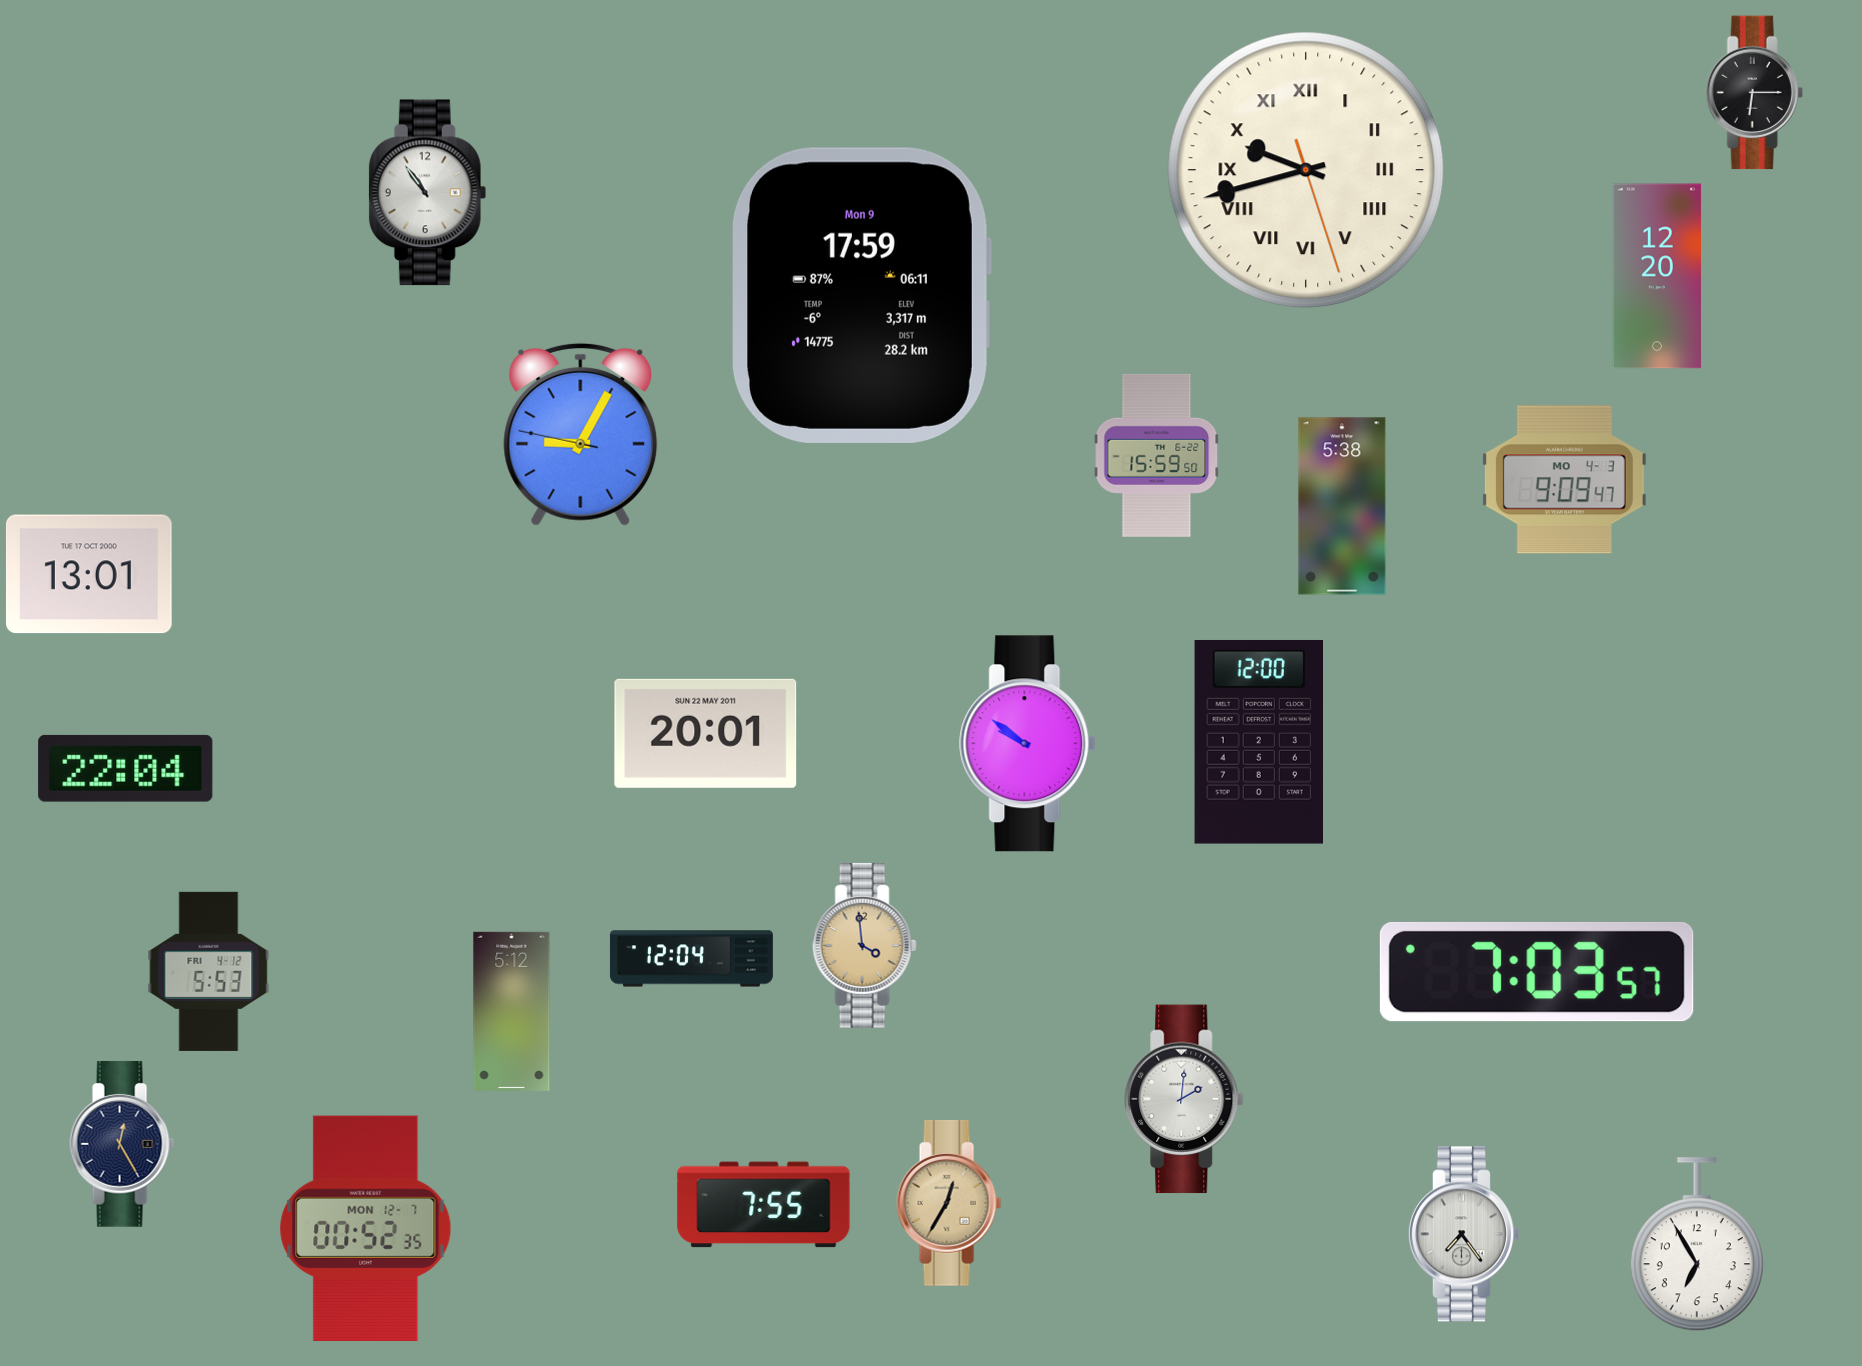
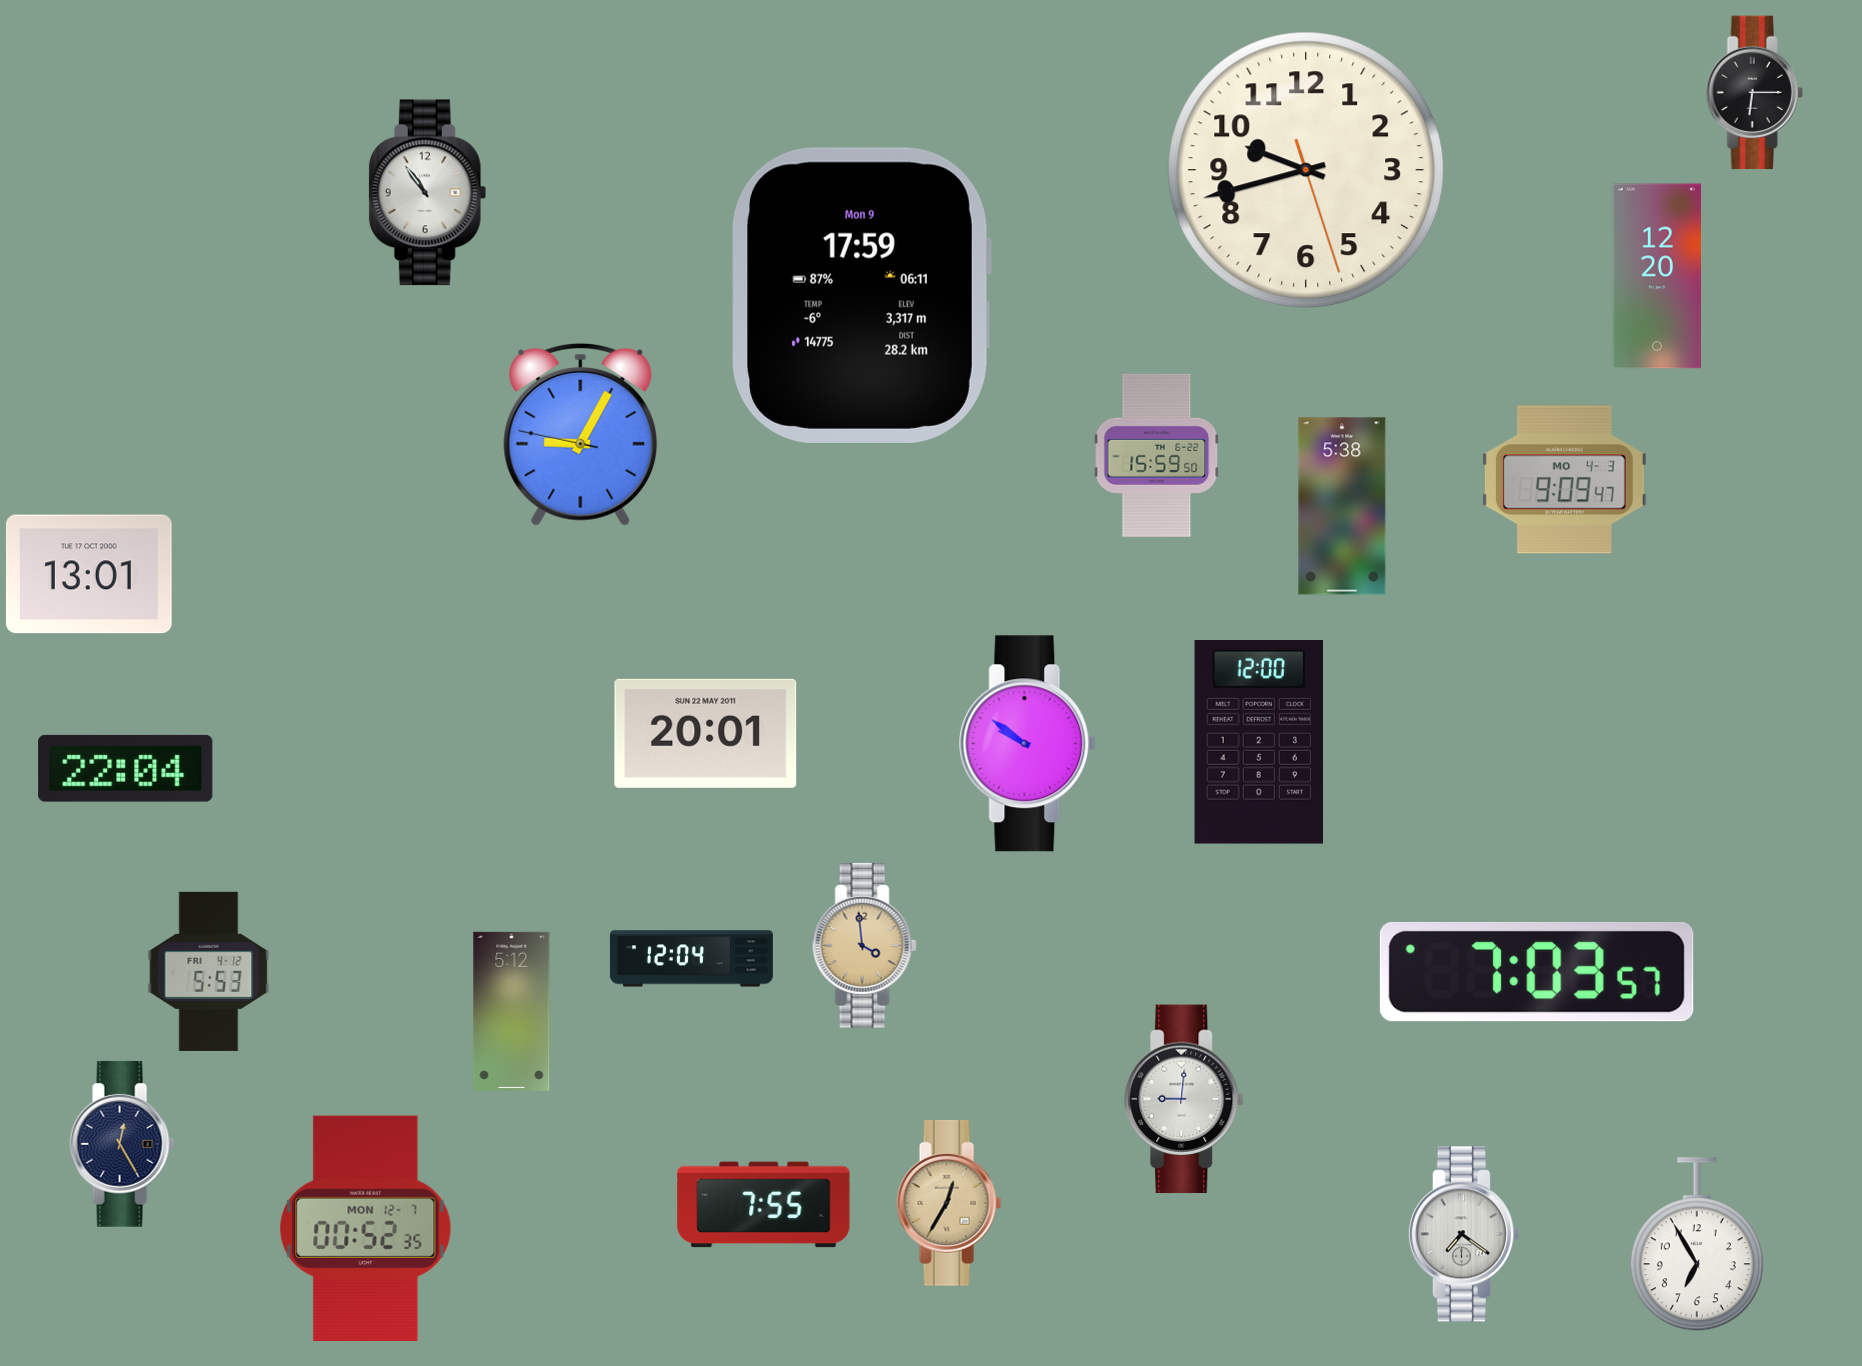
clock at (1306, 170) numerals: Roman -> Arabic
clock at (1184, 1099): 2:01 -> 9:01
clock at (1463, 1234): 7:24 -> 7:21
